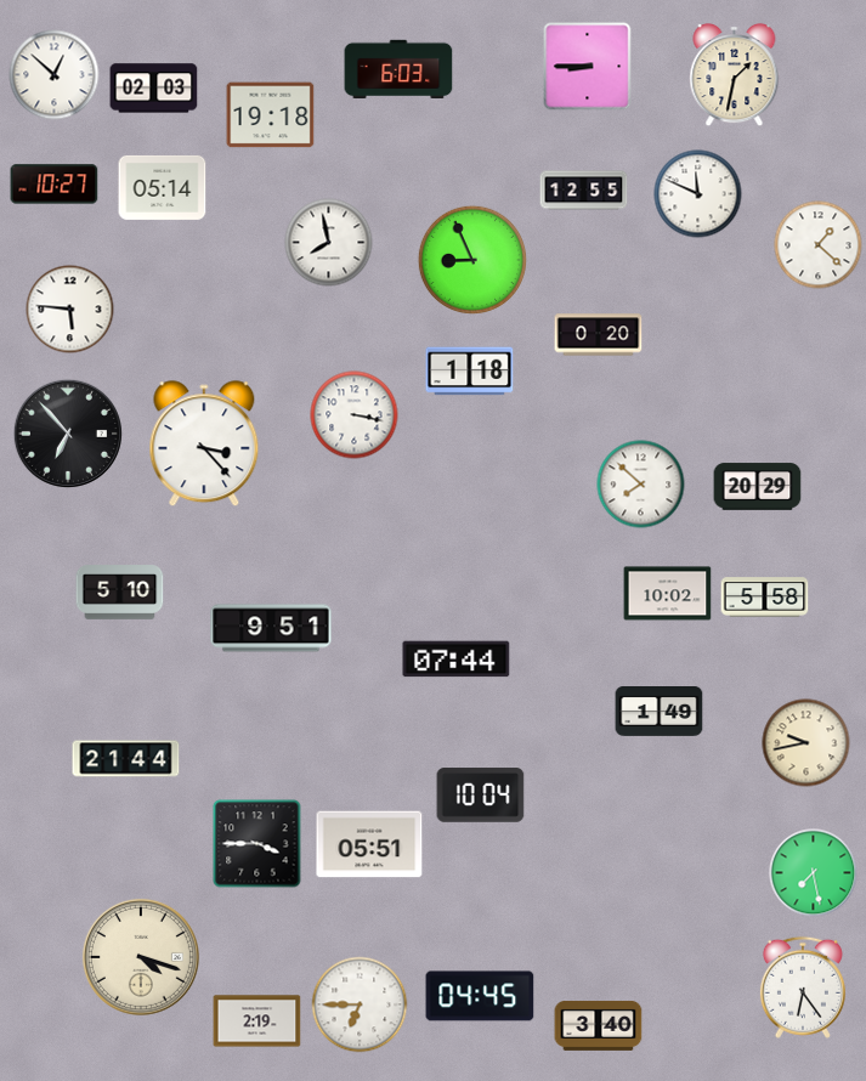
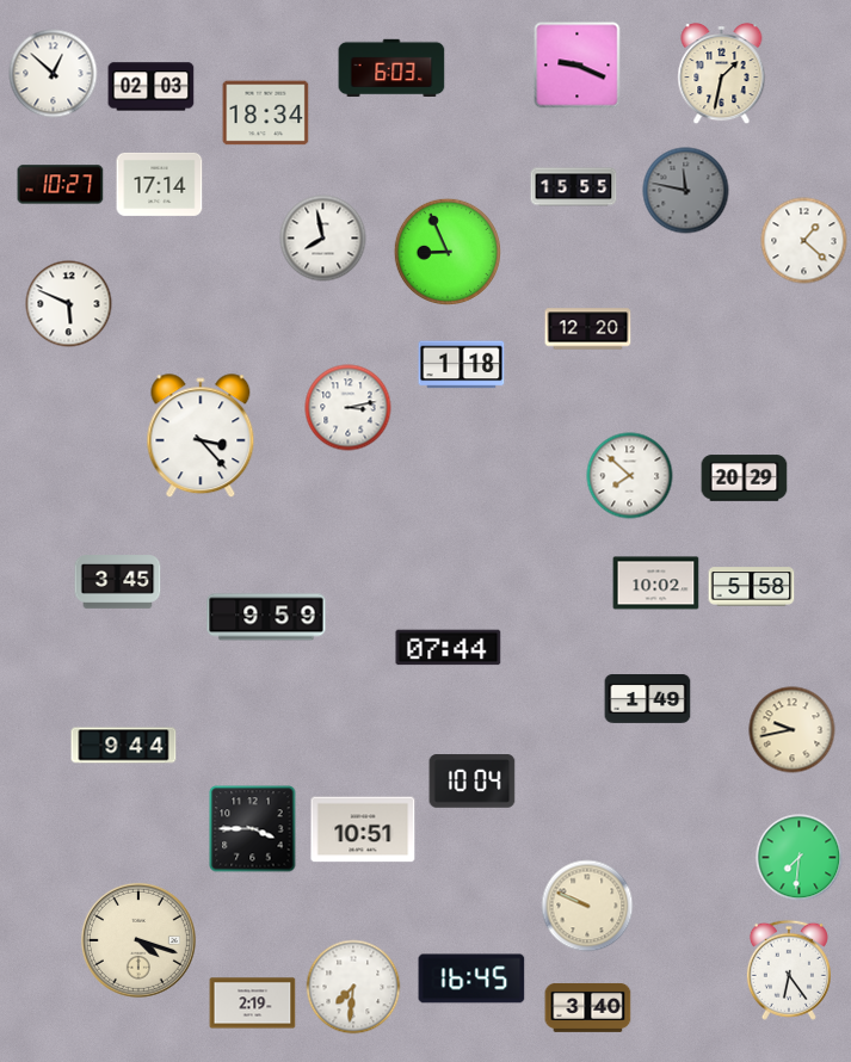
clock at (588, 67): 8:45 -> 9:19
clock at (271, 115): 19:18 -> 18:34
clock at (55, 185) position: (55, 185) -> (61, 185)
clock at (163, 187): 05:14 -> 17:14
clock at (584, 191): 12:55 -> 15:55
clock at (698, 194): 11:49 -> 11:47
clock at (698, 194) dial: white -> grey
clock at (472, 260) position: (472, 260) -> (448, 252)
clock at (70, 310): 5:46 -> 5:49
clock at (599, 335): 0:20 -> 12:20
clock at (355, 415): 3:17 -> 3:13
clock at (68, 434): 6:53 -> none
clock at (120, 593): 5:10 -> 3:45
clock at (271, 628): 9:51 -> 9:59
clock at (126, 759): 21:44 -> 9:44
clock at (369, 844): 05:51 -> 10:51
clock at (814, 873): 7:28 -> 7:31
clock at (587, 906): none -> 9:49
clock at (480, 996): 04:45 -> 16:45
clock at (360, 1004): 6:45 -> 7:31
